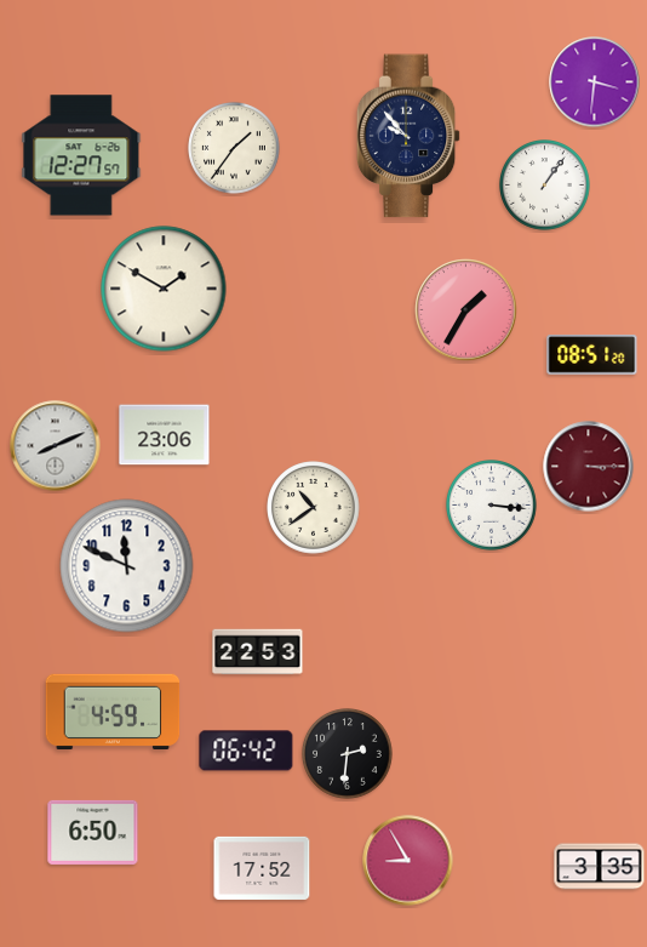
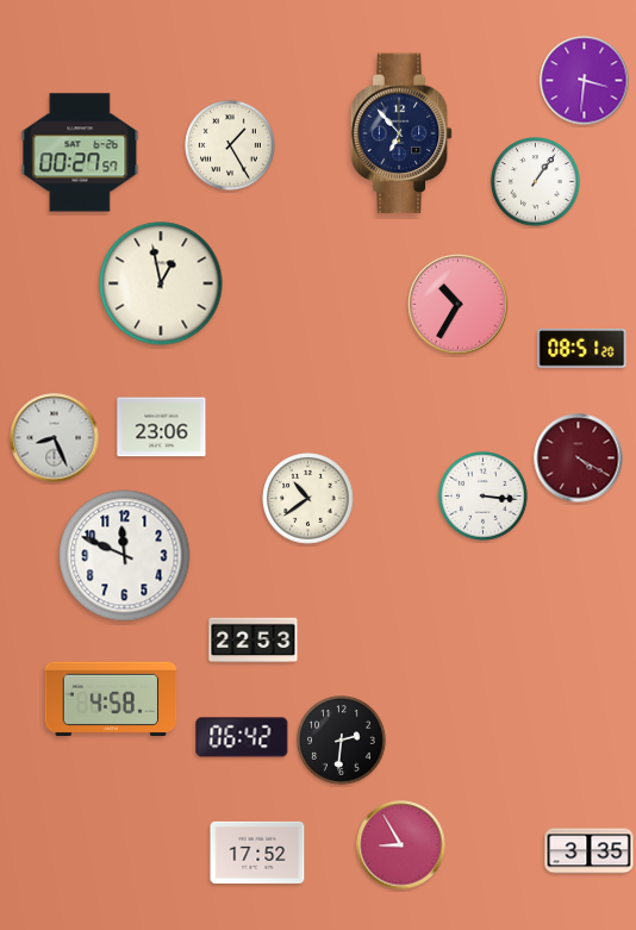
clock at (408, 136): 9:53 -> 6:53
clock at (234, 148): 1:36 -> 1:25
clock at (81, 155): 12:27 -> 00:27
clock at (164, 289): 1:50 -> 12:58
clock at (466, 310): 1:35 -> 10:35
clock at (56, 446): 8:11 -> 8:26
clock at (589, 467): 3:15 -> 4:20
clock at (113, 711): 4:59 -> 4:58
clock at (93, 832): 6:50 -> none
